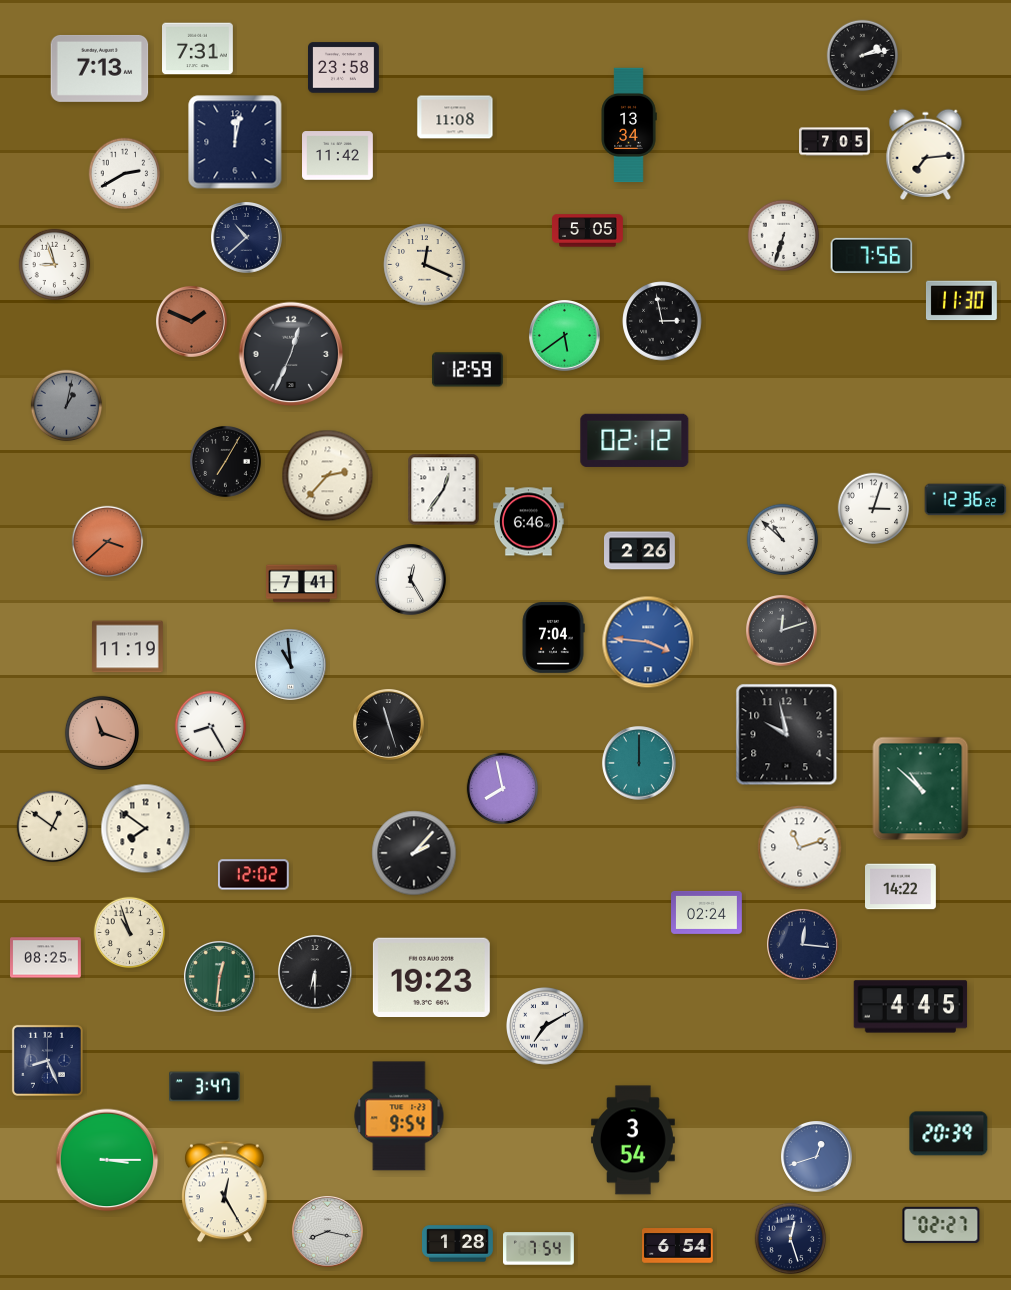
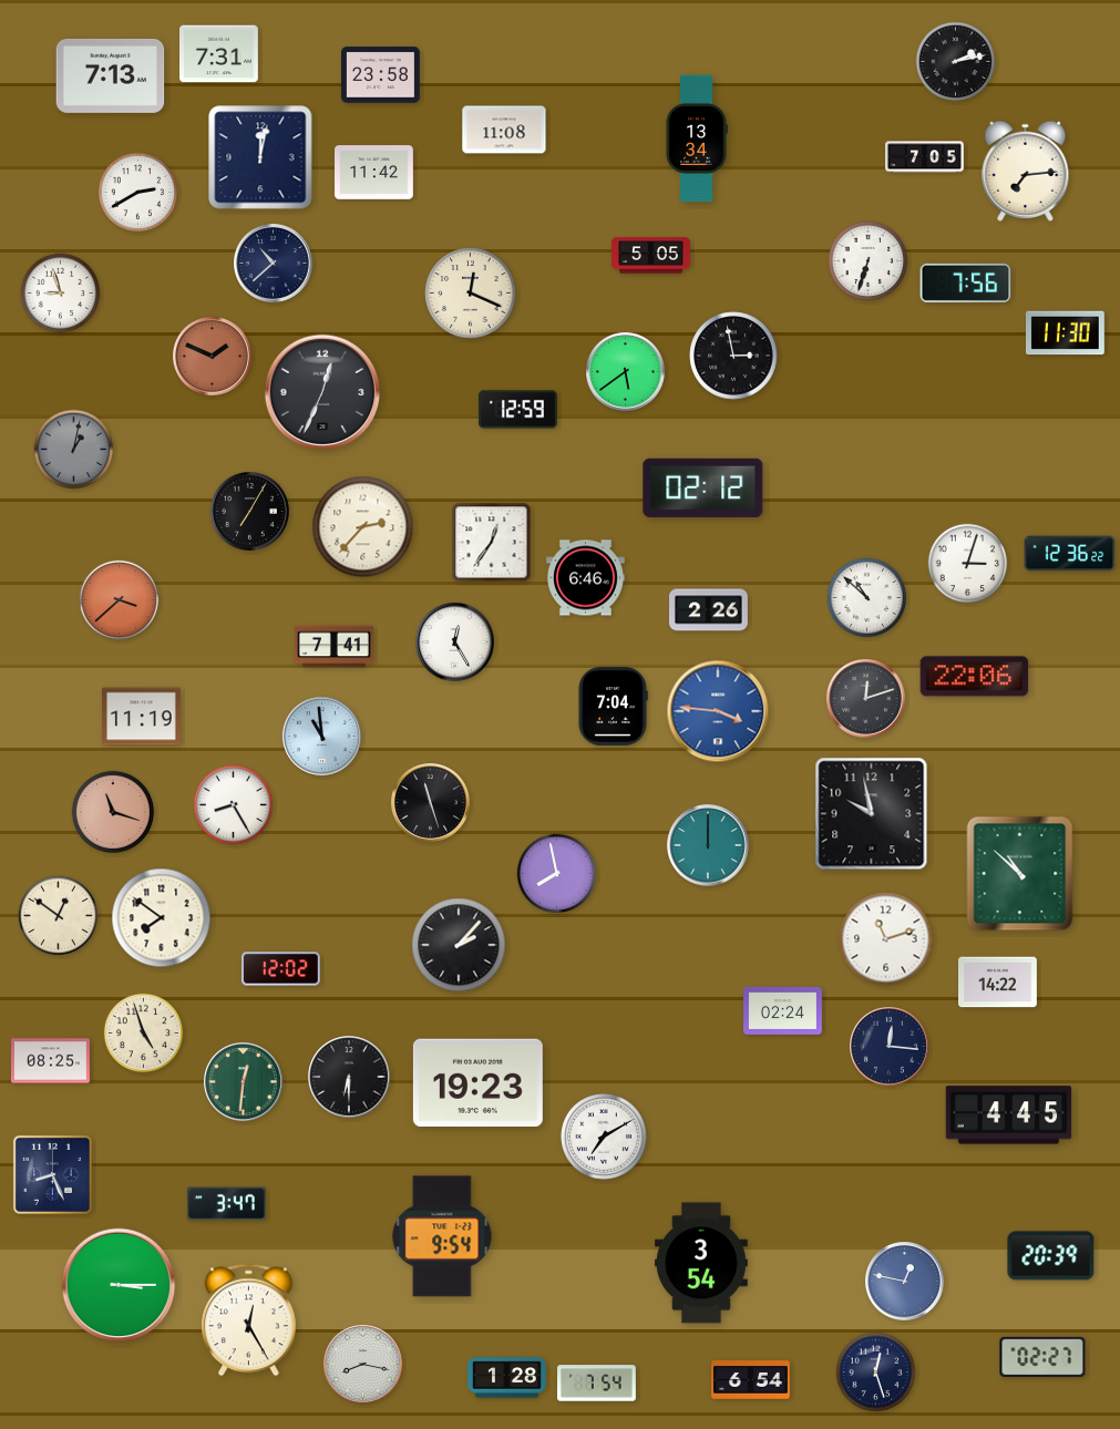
clock at (975, 677): none -> 22:06
clock at (130, 933): 10:57 -> 4:57
clock at (817, 1157): 12:42 -> 12:47
